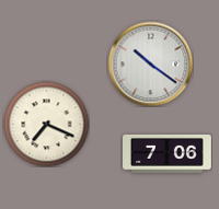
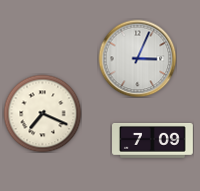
clock at (150, 63): 10:21 -> 3:04
clock at (168, 154): 7:06 -> 7:09
